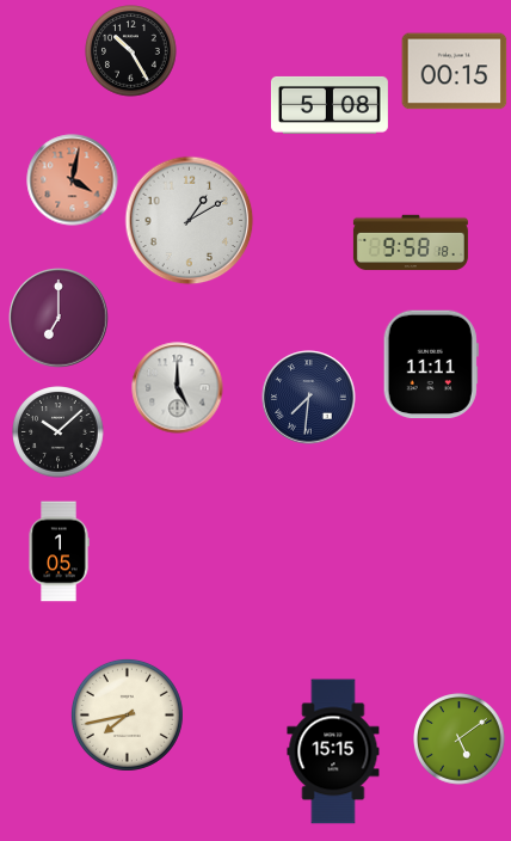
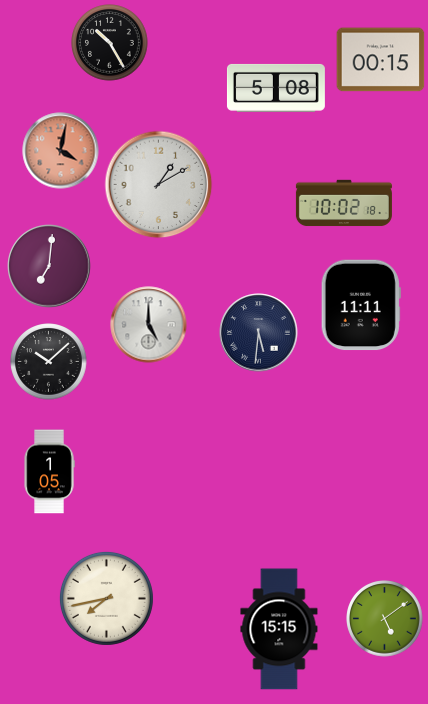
clock at (411, 243): 9:58 -> 10:02
clock at (59, 318): 7:00 -> 7:01
clock at (309, 398): 7:31 -> 5:31
clock at (59, 552) position: (59, 552) -> (49, 472)
